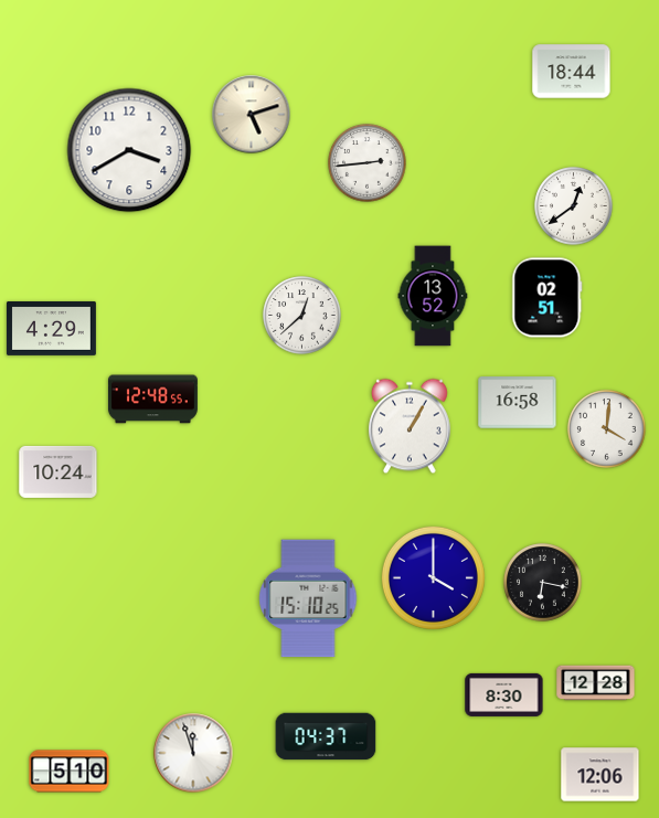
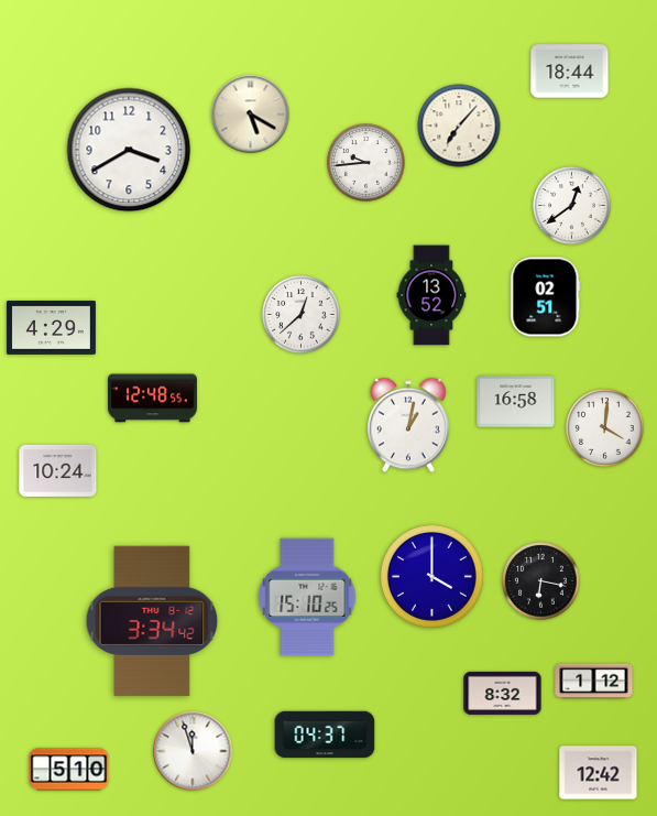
clock at (252, 115): 5:12 -> 5:20
clock at (459, 126): none -> 7:07
clock at (368, 163): 2:44 -> 9:44
clock at (411, 426): 1:05 -> 1:02
clock at (152, 621): none -> 3:34
clock at (596, 683): 12:28 -> 1:12
clock at (504, 694): 8:30 -> 8:32
clock at (600, 775): 12:06 -> 12:42
